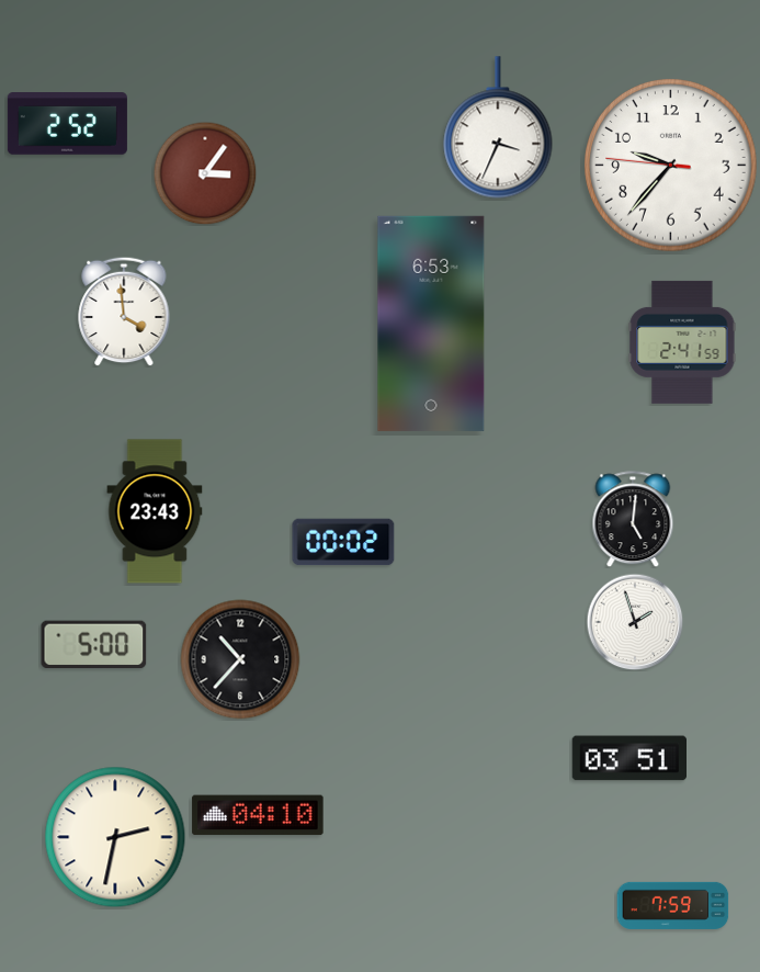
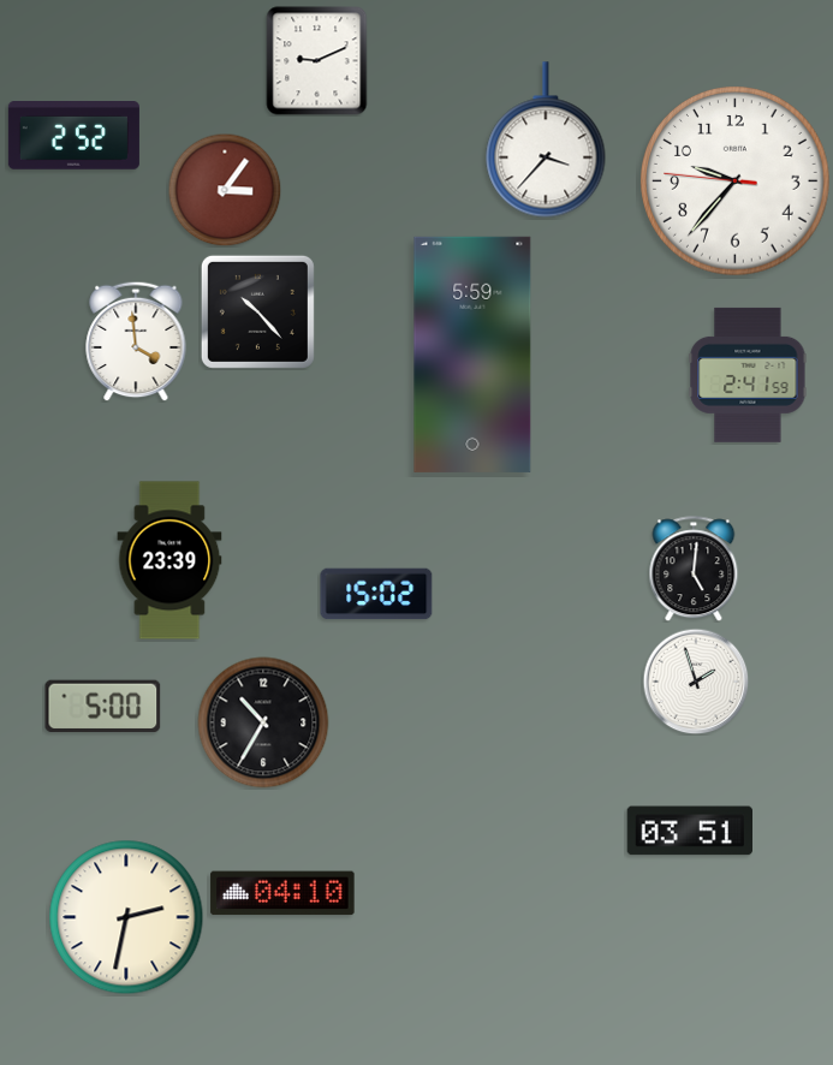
clock at (317, 61): none -> 9:11
clock at (498, 127): 3:34 -> 3:37
clock at (257, 311): none -> 10:23
clock at (431, 324): 6:53 -> 5:59
clock at (155, 511): 23:43 -> 23:39
clock at (343, 542): 00:02 -> 15:02
clock at (240, 659): 10:37 -> 10:35
clock at (673, 905): 7:59 -> none
